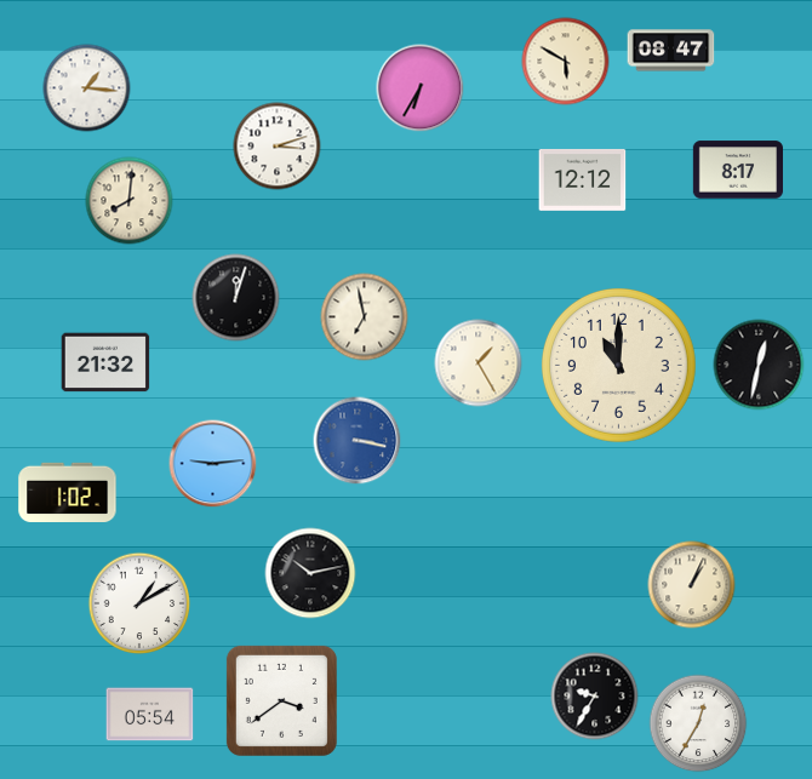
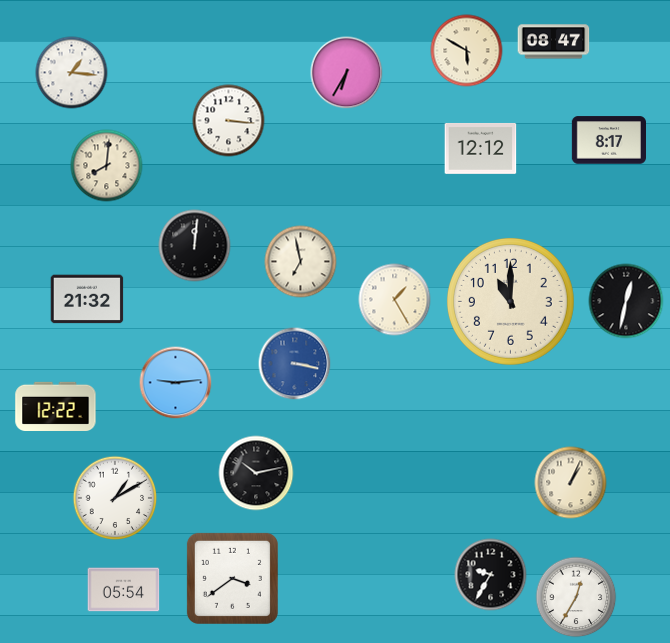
clock at (278, 147): 3:12 -> 3:16
clock at (236, 298): 12:03 -> 12:01
clock at (68, 492): 1:02 -> 12:22
